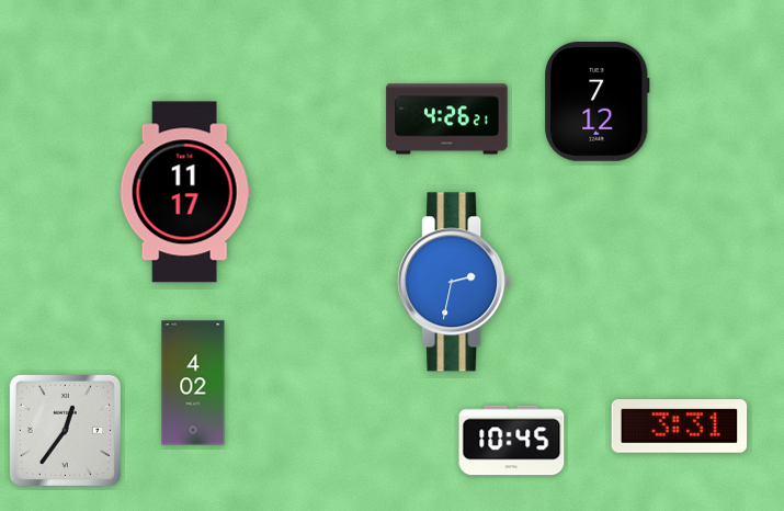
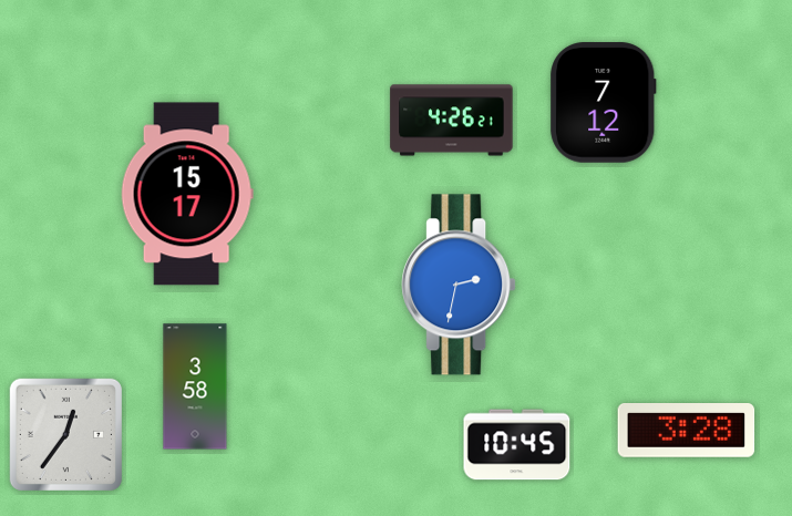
clock at (185, 192): 11:17 -> 15:17
clock at (193, 383): 4:02 -> 3:58
clock at (680, 427): 3:31 -> 3:28
